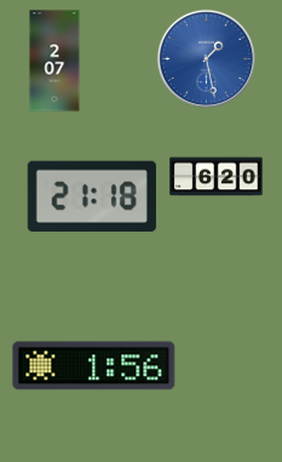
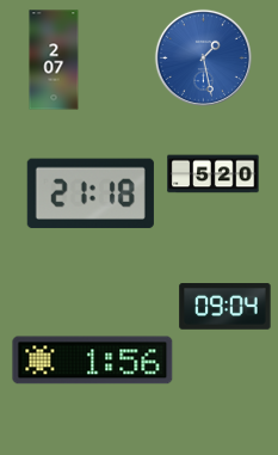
clock at (217, 177): 6:20 -> 5:20
clock at (226, 307): none -> 09:04
